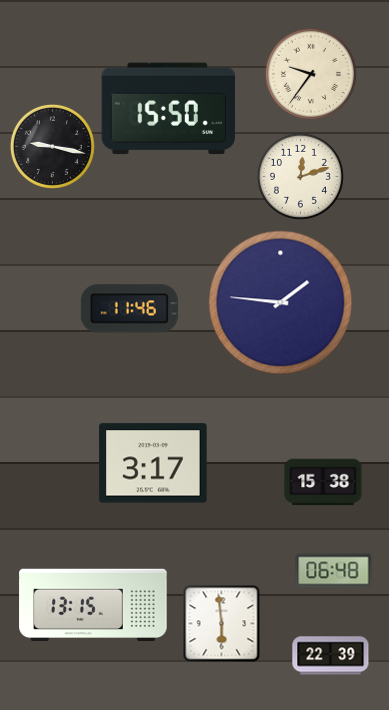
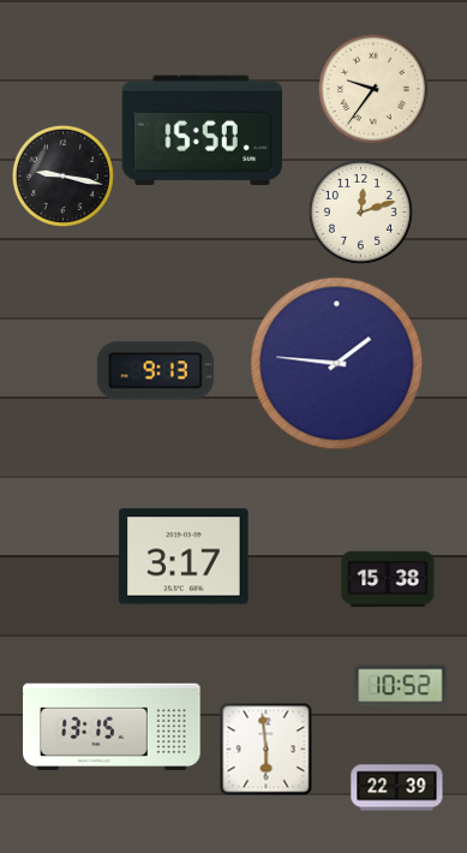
clock at (129, 309): 11:46 -> 9:13
clock at (334, 571): 06:48 -> 10:52
